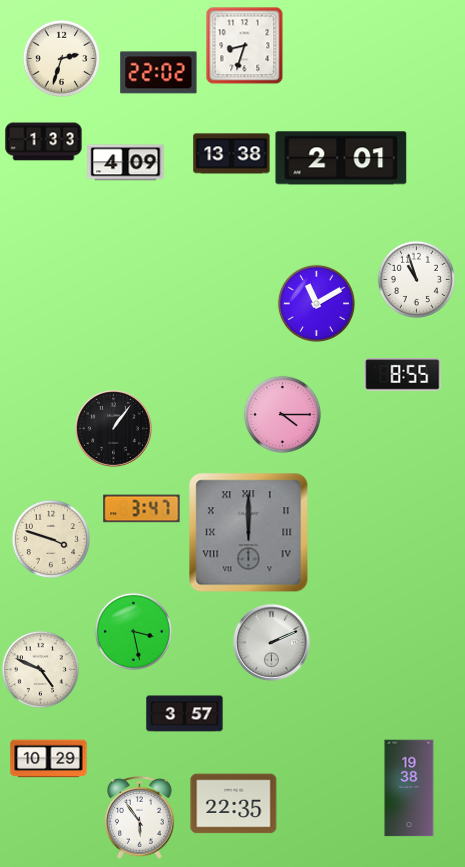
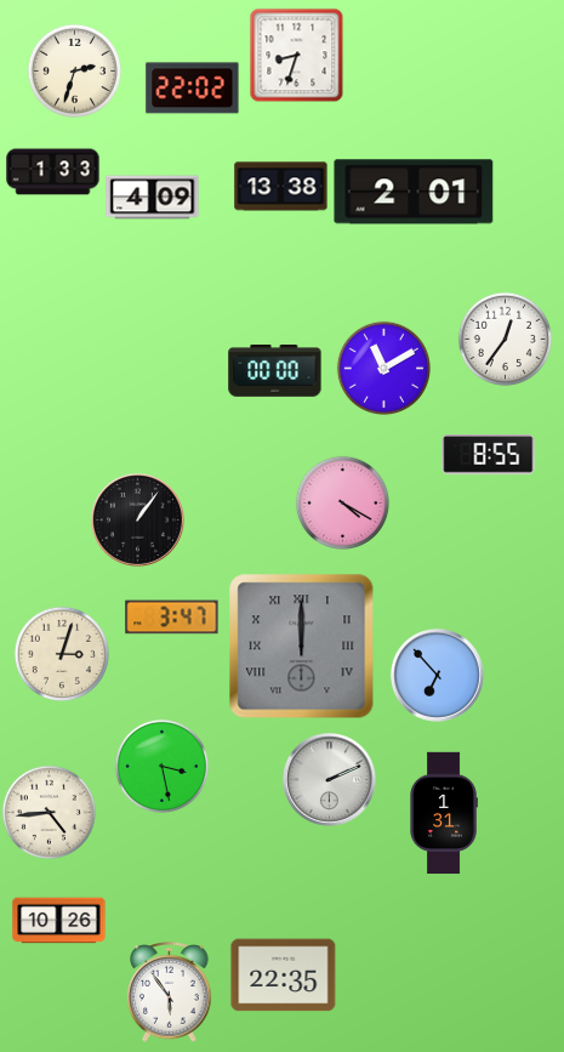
clock at (416, 279): 10:57 -> 12:36
clock at (275, 371): none -> 00:00
clock at (282, 414): 4:15 -> 4:20
clock at (50, 538): 3:48 -> 3:03
clock at (438, 676): none -> 6:53
clock at (40, 669): 4:49 -> 4:44
clock at (444, 813): none -> 1:31
clock at (185, 714): 3:57 -> none
clock at (49, 759): 10:29 -> 10:26
clock at (409, 788): 19:38 -> none
